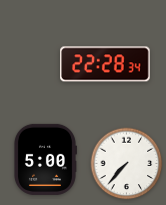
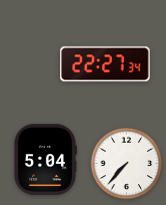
clock at (105, 64): 22:28 -> 22:27
clock at (45, 159): 5:00 -> 5:04
